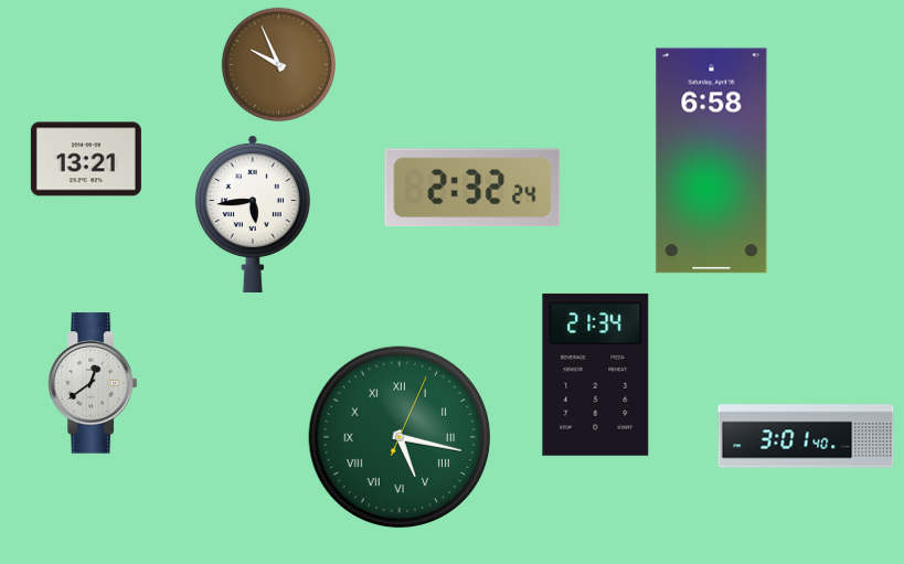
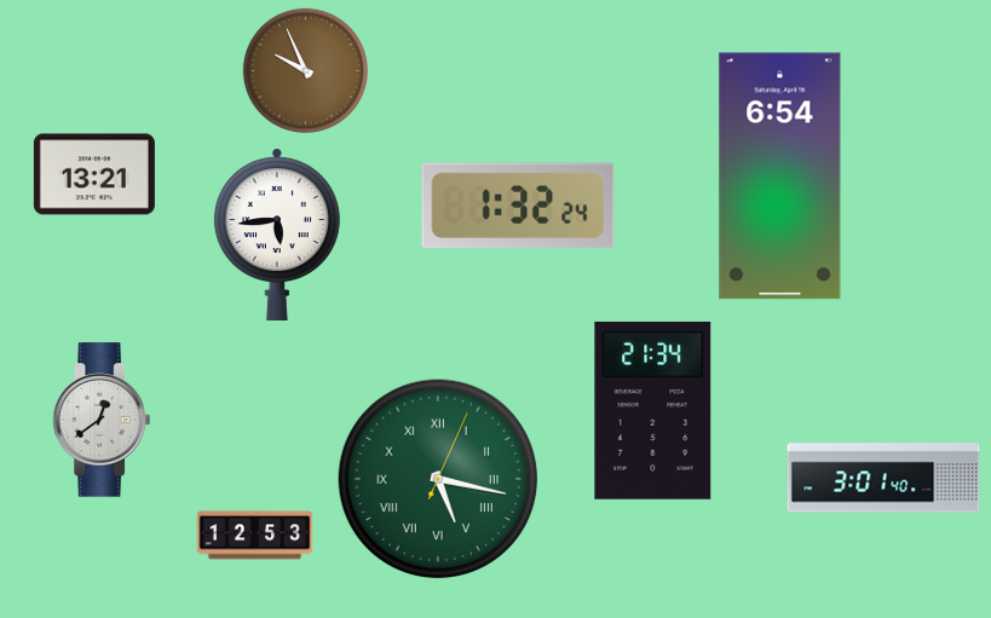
clock at (712, 161): 6:58 -> 6:54
clock at (472, 188): 2:32 -> 1:32
clock at (255, 536): none -> 12:53
